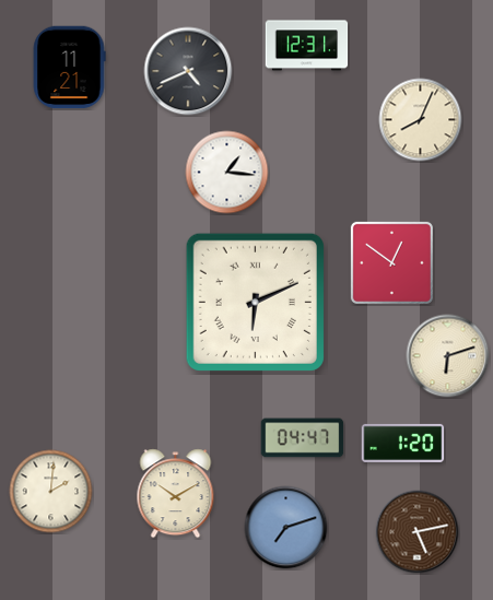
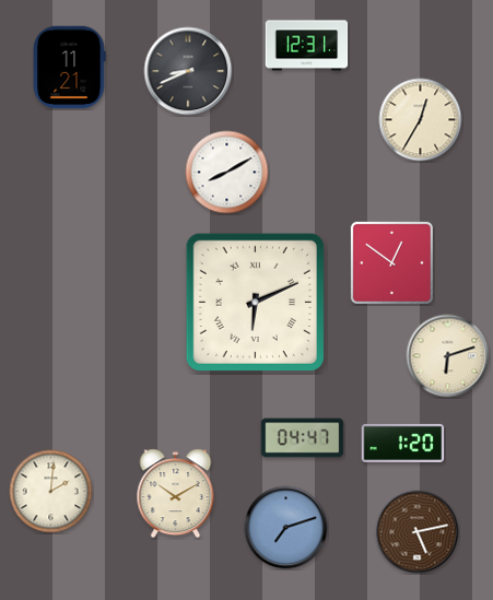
clock at (188, 71): 4:41 -> 8:41
clock at (421, 120): 8:04 -> 12:35
clock at (227, 173): 1:16 -> 8:10
